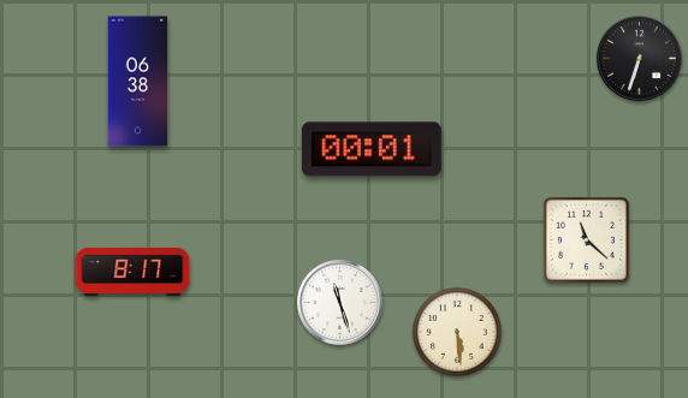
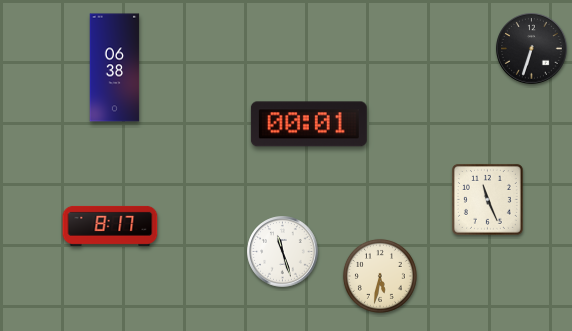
clock at (586, 239): 11:22 -> 11:26
clock at (457, 332): 5:29 -> 5:32
